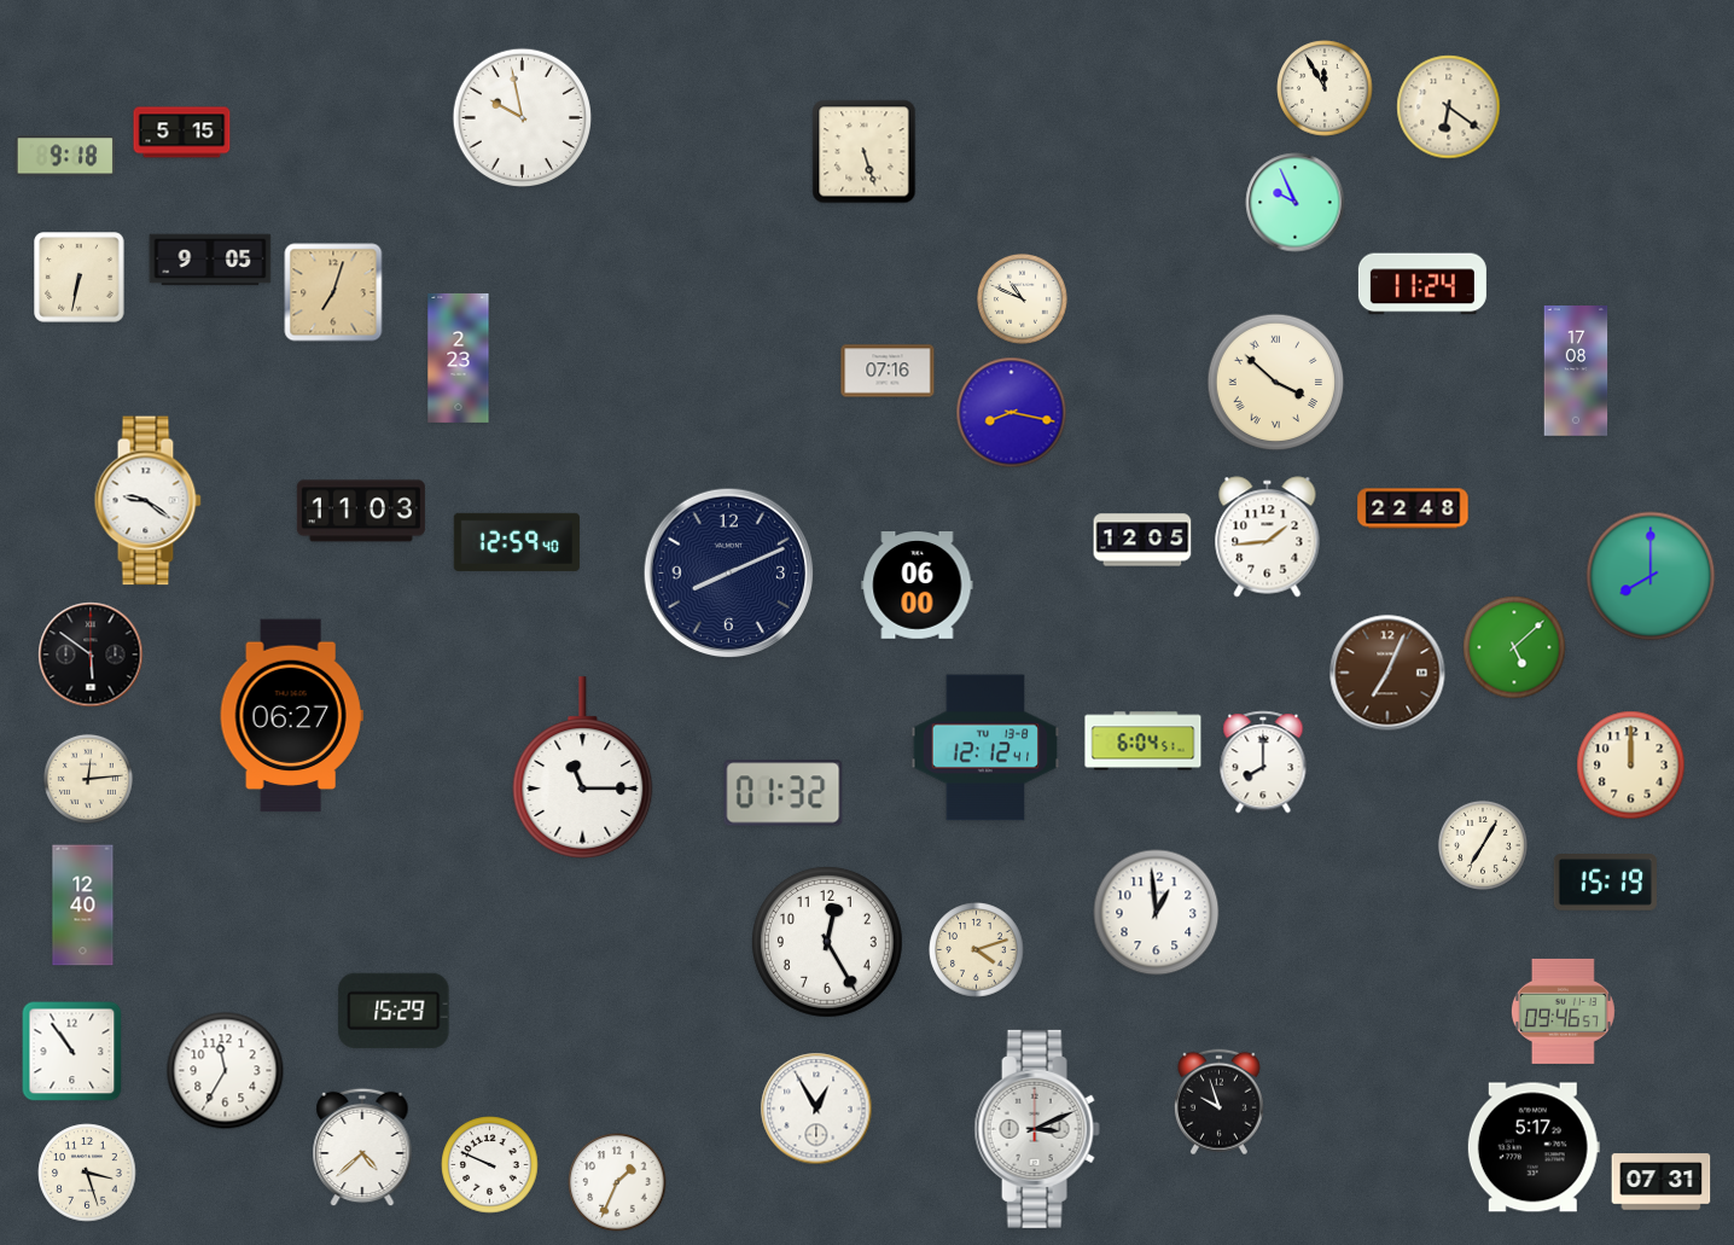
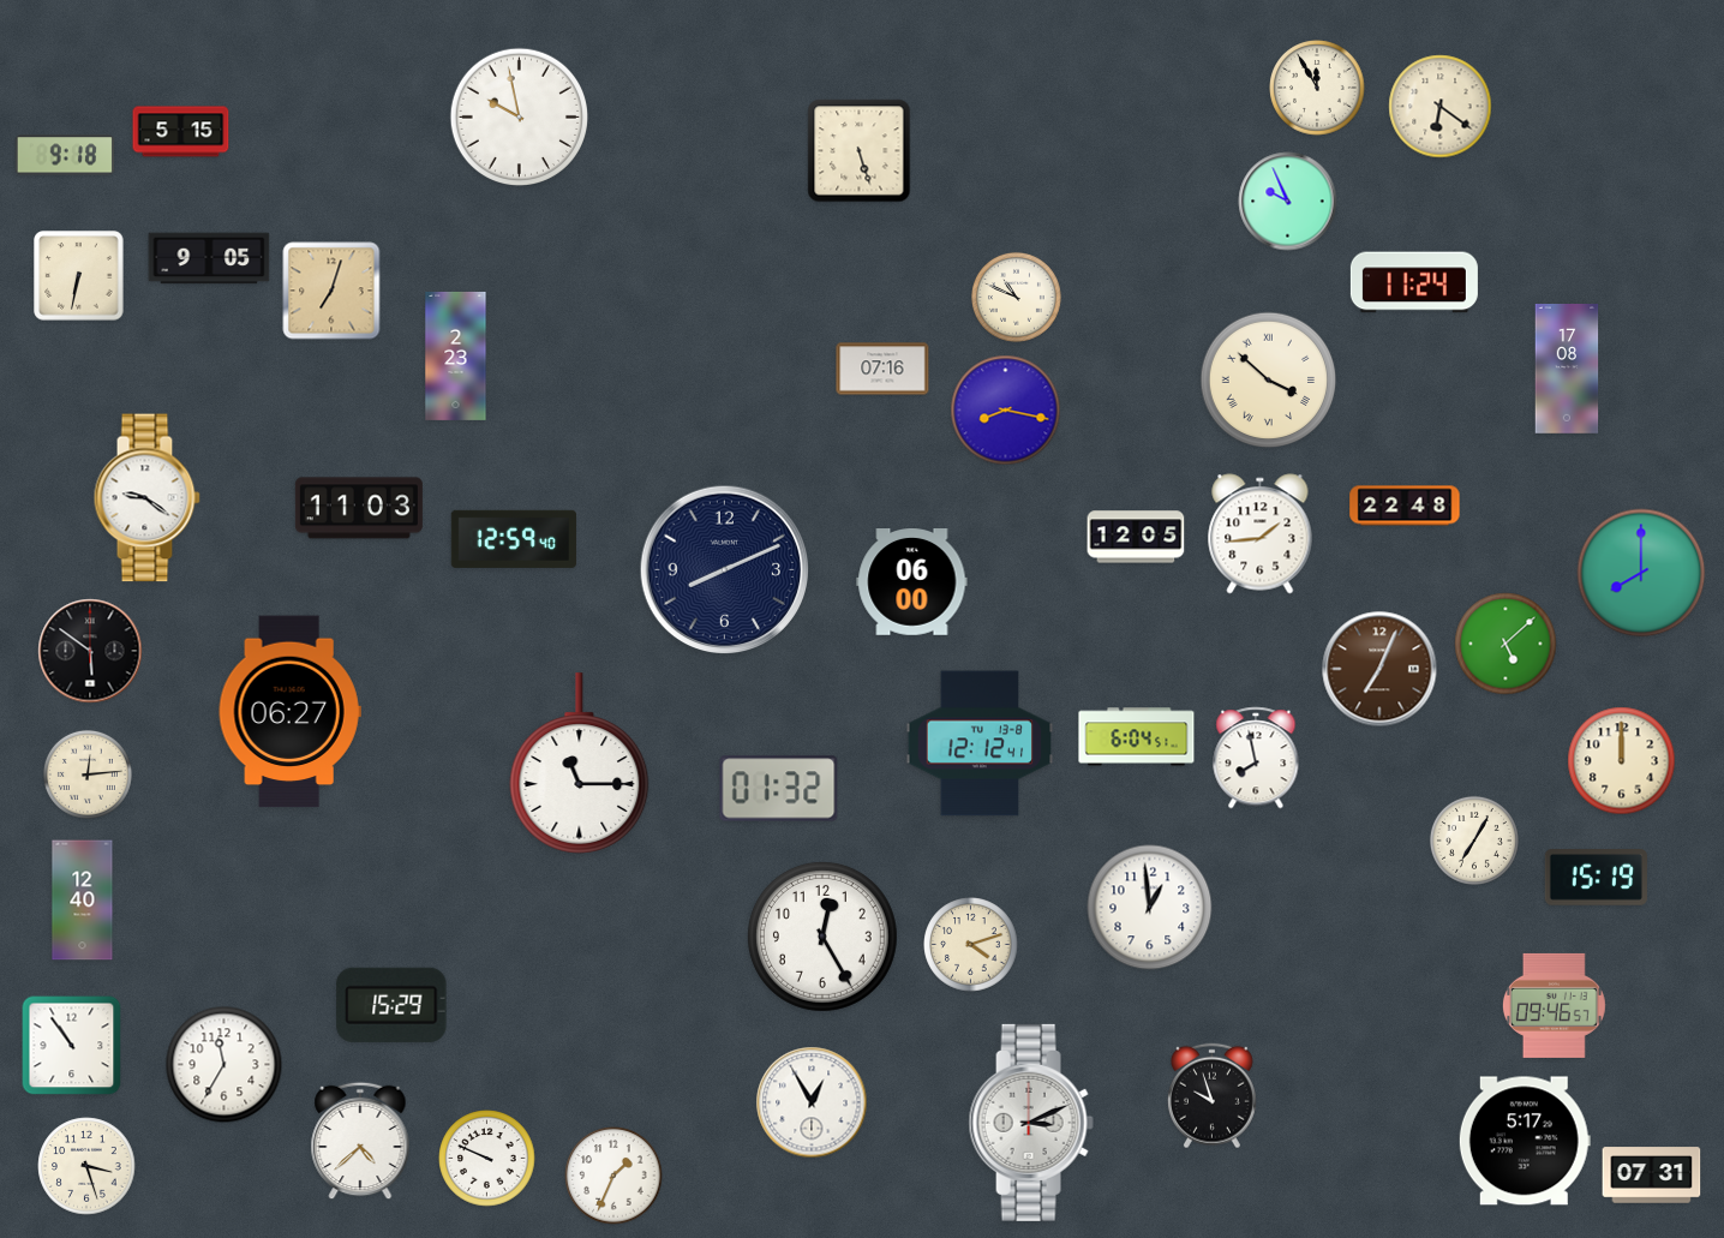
clock at (1263, 762): 8:00 -> 7:58
